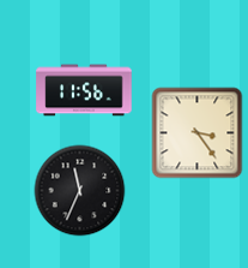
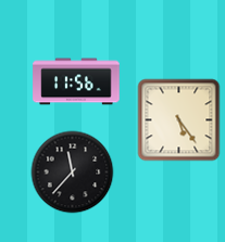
clock at (198, 133): 3:24 -> 5:24
clock at (80, 191): 11:34 -> 11:37
